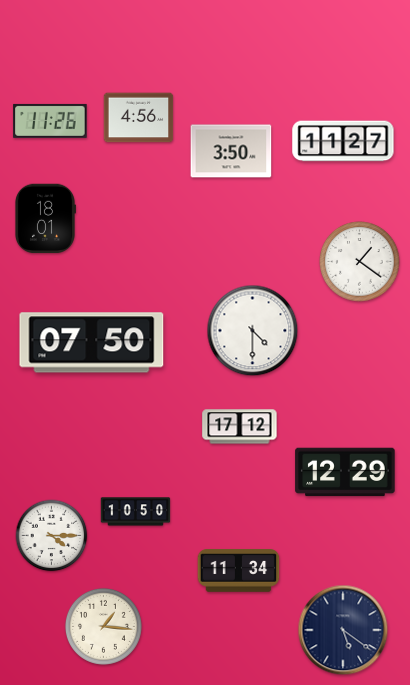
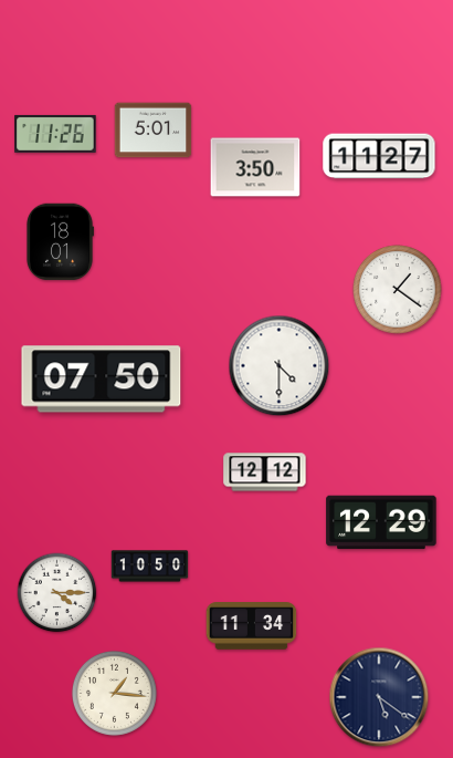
clock at (139, 118): 4:56 -> 5:01
clock at (45, 219) position: (45, 219) -> (60, 242)
clock at (240, 427): 17:12 -> 12:12
clock at (239, 571) position: (239, 571) -> (252, 626)
